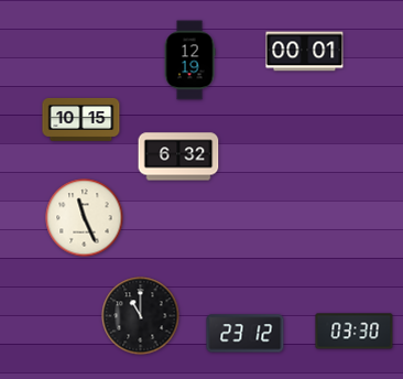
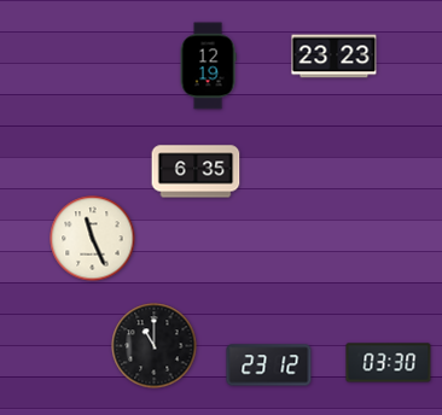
clock at (305, 52): 00:01 -> 23:23
clock at (81, 119): 10:15 -> none
clock at (178, 156): 6:32 -> 6:35
